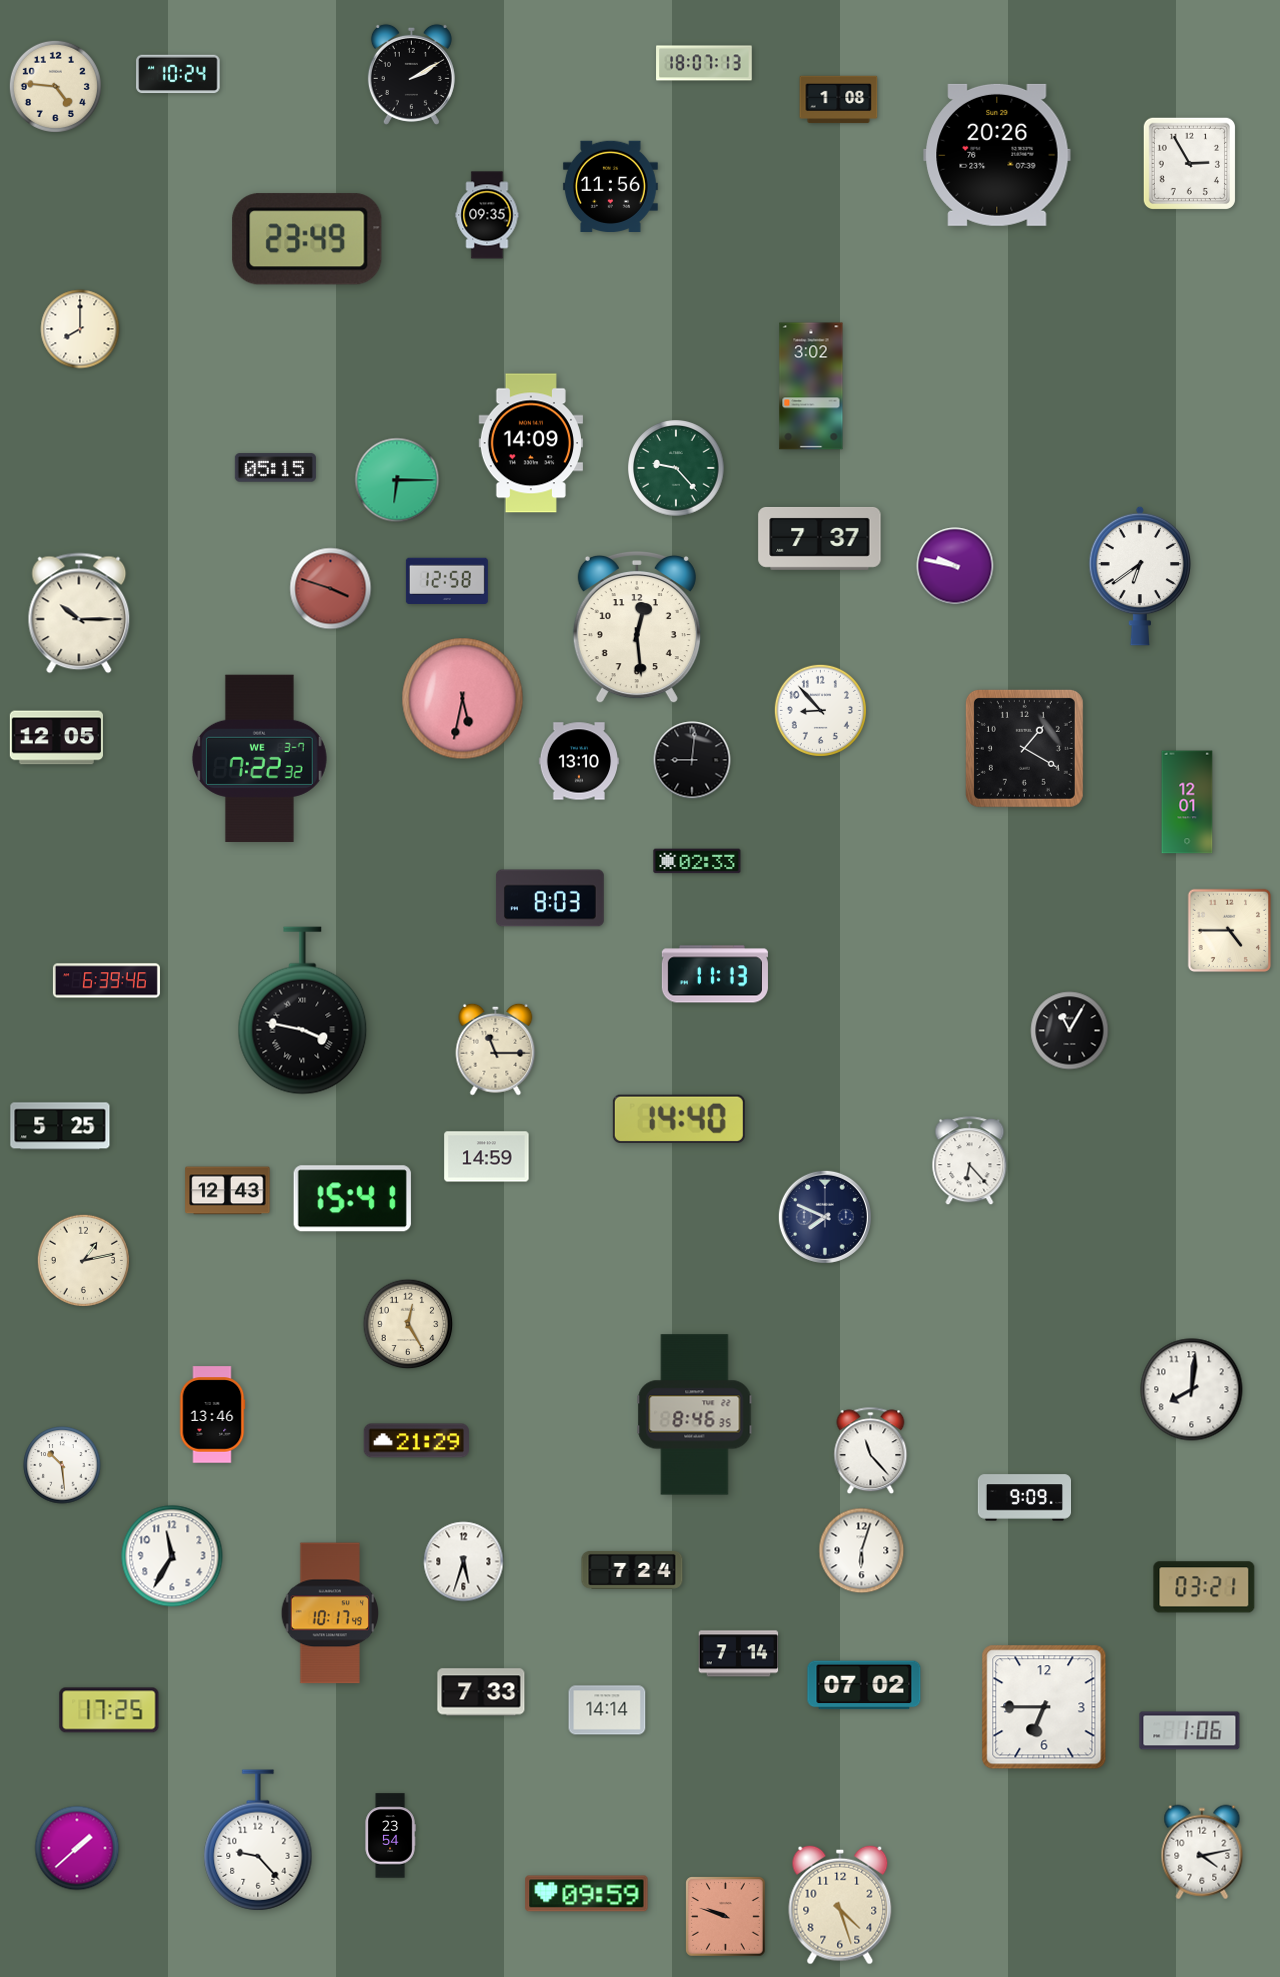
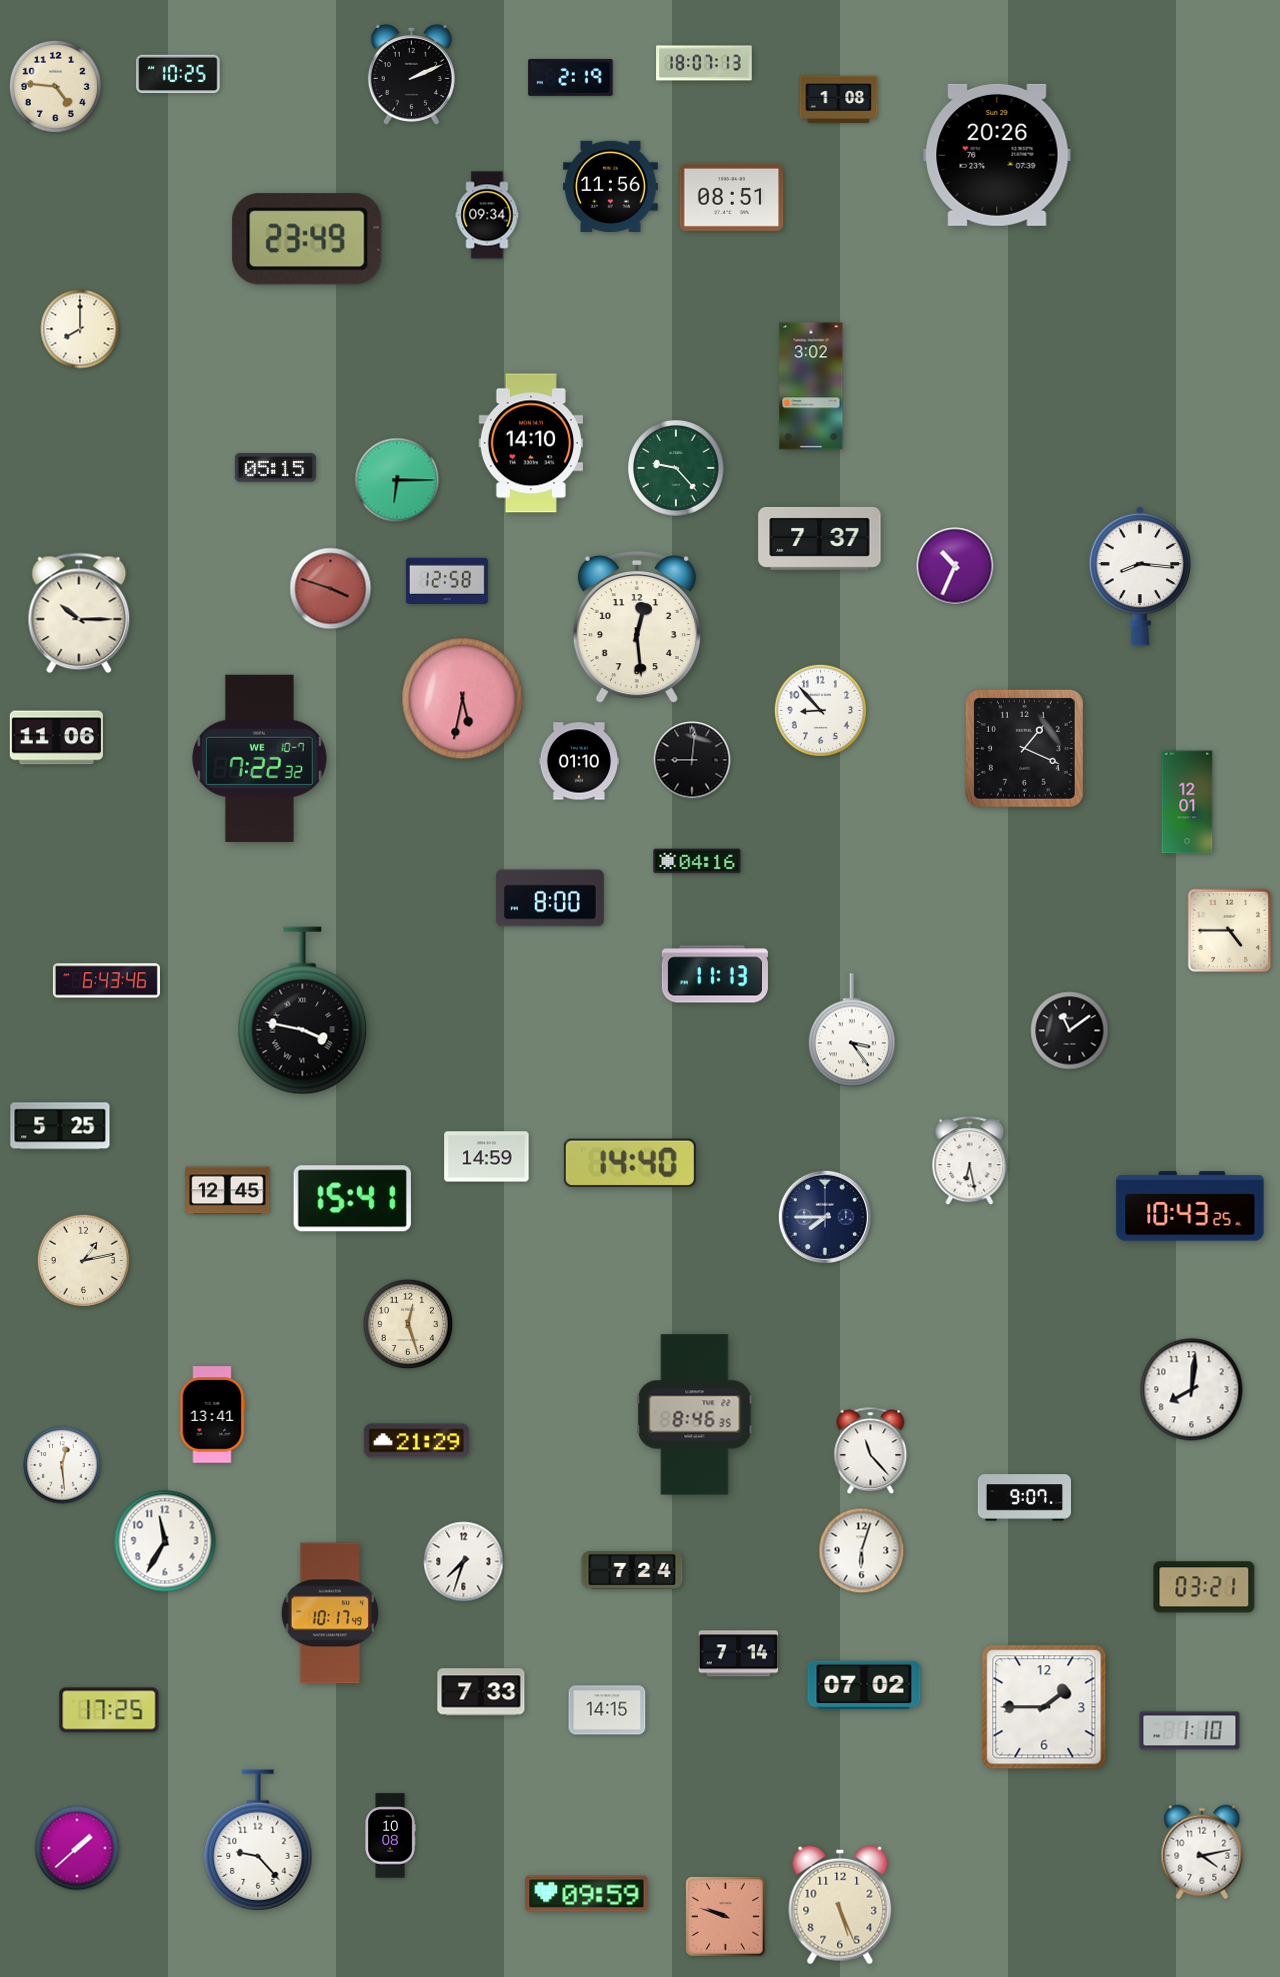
clock at (178, 74): 10:24 -> 10:25
clock at (411, 74): 2:10 -> 2:11
clock at (571, 77): none -> 2:19
clock at (1189, 163): 2:55 -> none
clock at (732, 197): none -> 08:51
clock at (487, 215): 09:35 -> 09:34
clock at (530, 443): 14:09 -> 14:10
clock at (955, 566): 9:47 -> 10:34
clock at (1140, 576): 6:39 -> 8:16
clock at (56, 738): 12:05 -> 11:06
clock at (1024, 748): 1:20 -> 1:19
clock at (259, 758) date: WE 3-7 -> WE 10-7
clock at (579, 761): 13:10 -> 01:10
clock at (697, 861): 02:33 -> 04:16
clock at (550, 898): 8:03 -> 8:00
clock at (106, 981): 6:39 -> 6:43
clock at (852, 1030): none -> 3:24
clock at (1070, 1031): 11:05 -> 11:09
clock at (496, 1049): 11:15 -> none
clock at (679, 1118) position: (679, 1118) -> (630, 1162)
clock at (970, 1161): 6:23 -> 6:28
clock at (228, 1191): 12:43 -> 12:45
clock at (1190, 1206): none -> 10:43
clock at (825, 1217): 7:49 -> 7:45
clock at (408, 1324): 12:25 -> 12:27
clock at (212, 1415): 13:46 -> 13:41
clock at (62, 1465): 10:29 -> 12:29
clock at (1024, 1498): 9:09 -> 9:07
clock at (172, 1556) position: (172, 1556) -> (165, 1541)
clock at (464, 1562): 5:33 -> 7:33
clock at (1044, 1707): 6:45 -> 1:45
clock at (607, 1710): 14:14 -> 14:15
clock at (1190, 1731): 1:06 -> 1:10
clock at (390, 1836): 23:54 -> 10:08
clock at (840, 1905): 4:27 -> 5:26
